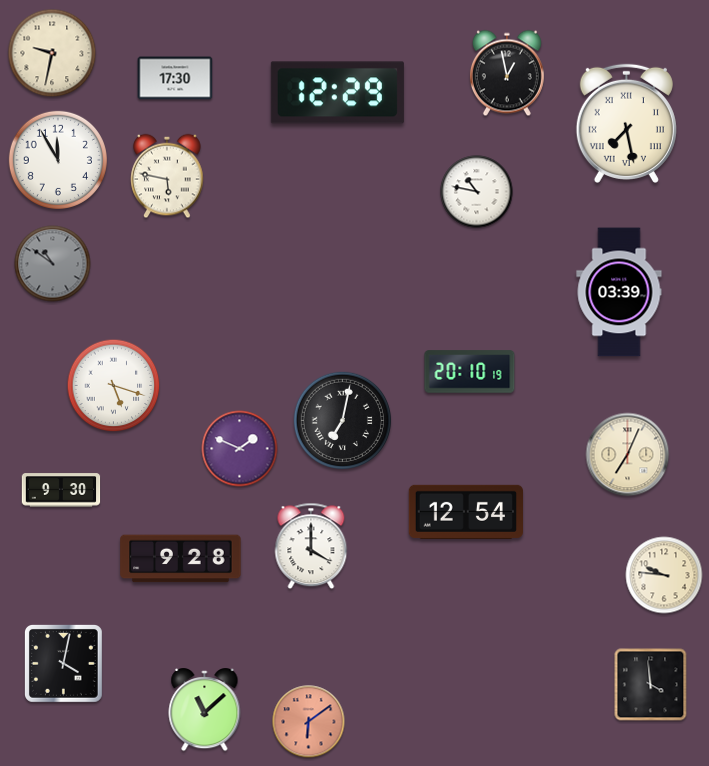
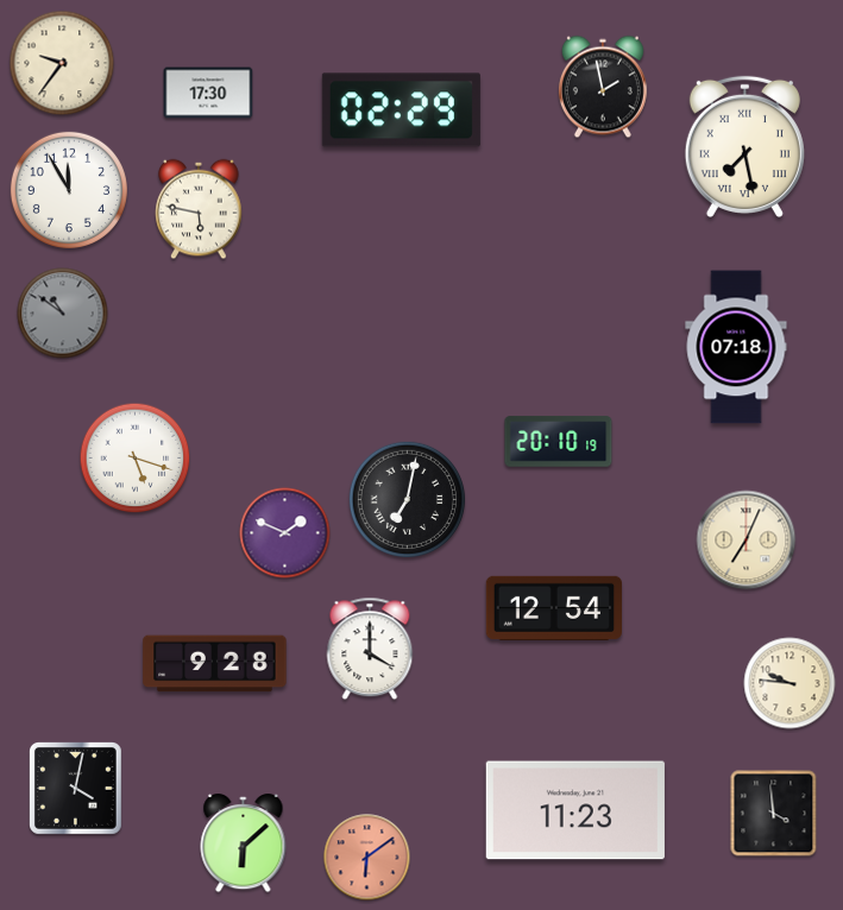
clock at (52, 53): 9:32 -> 9:36
clock at (507, 73): 12:58 -> 1:58
clock at (337, 93): 12:29 -> 02:29
clock at (477, 192): 10:47 -> none
clock at (619, 292): 03:39 -> 07:18
clock at (61, 490): 9:30 -> none
clock at (575, 810): none -> 11:23
clock at (205, 711): 11:08 -> 6:08
